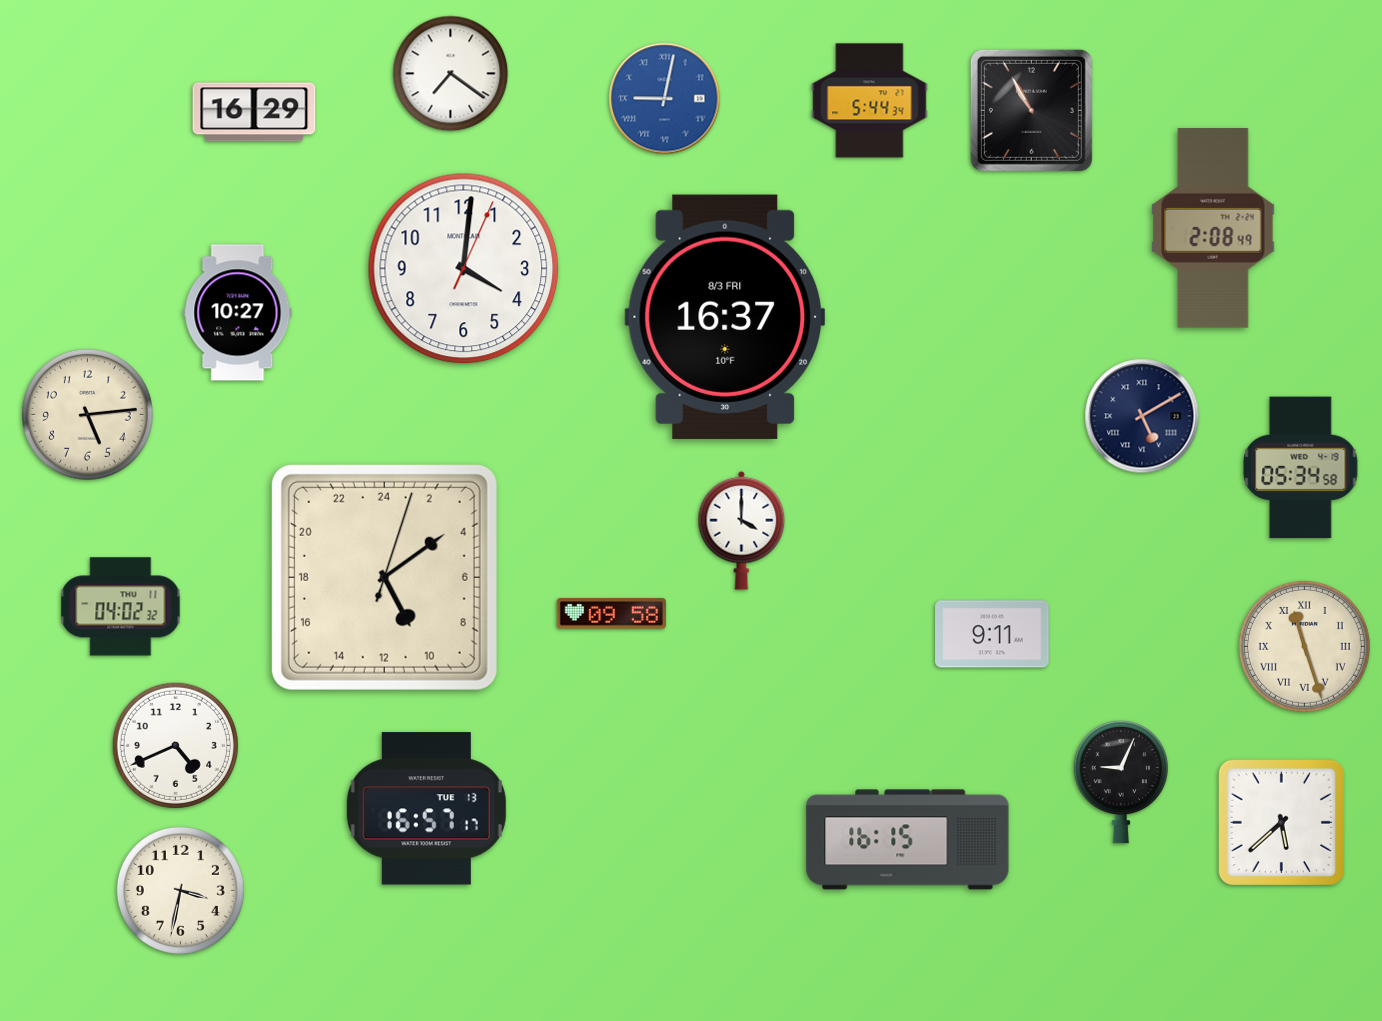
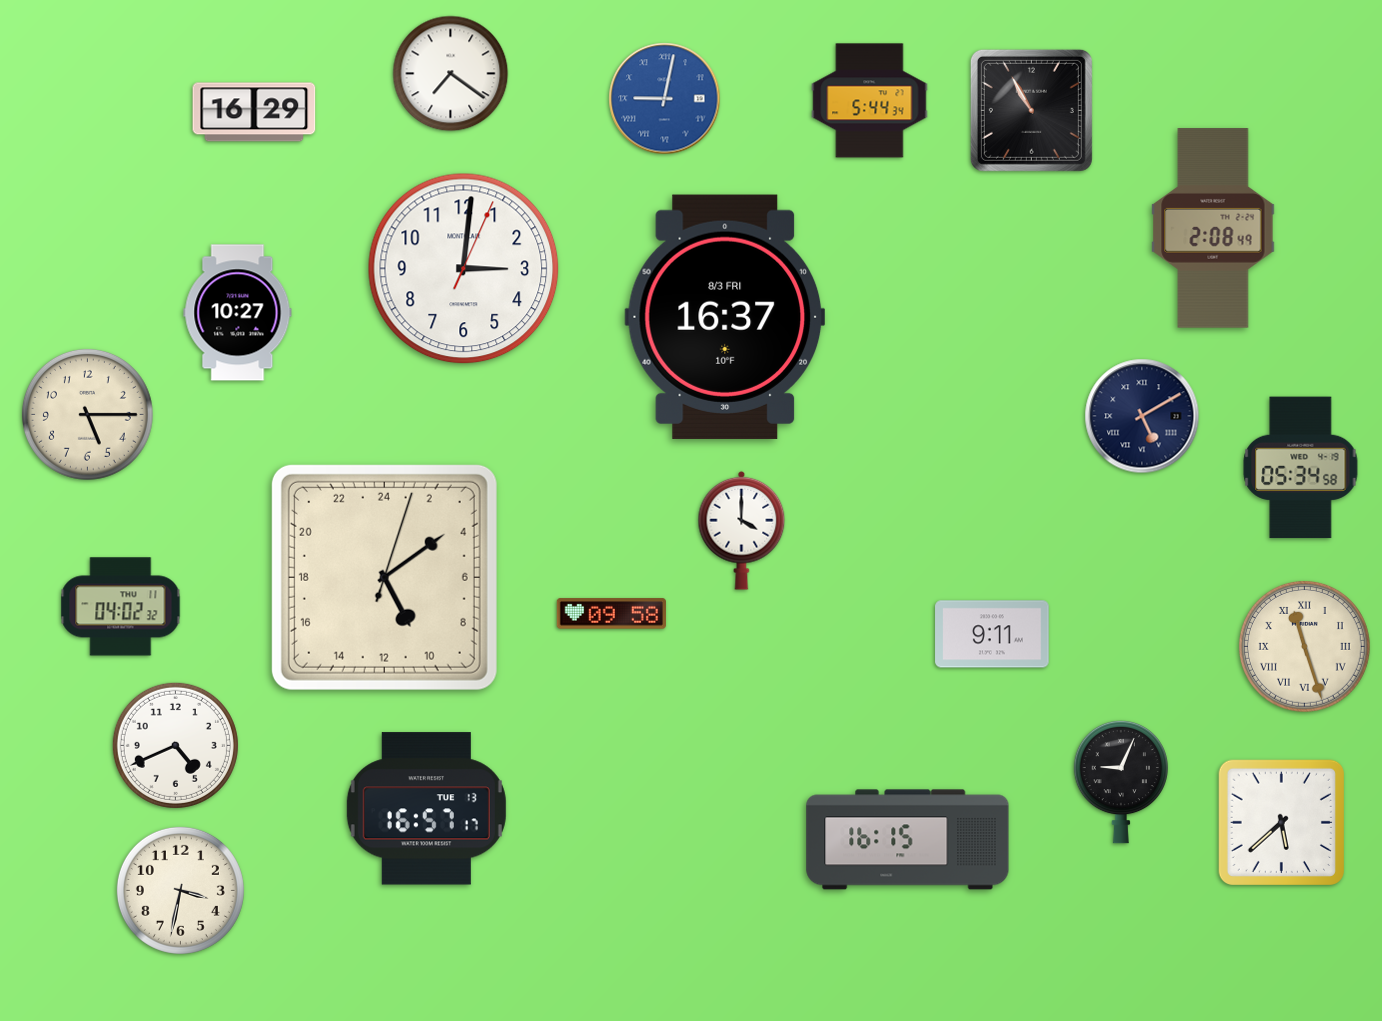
clock at (464, 269): 4:01 -> 3:01
clock at (87, 414): 5:14 -> 5:15
